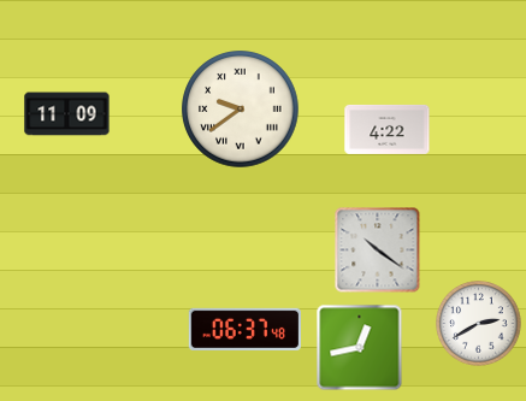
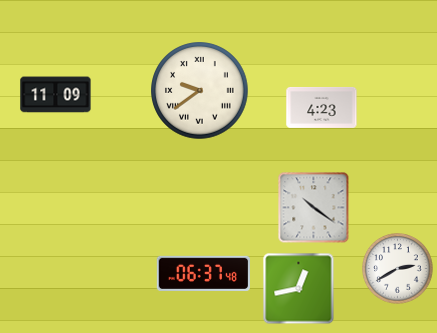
clock at (388, 129): 4:22 -> 4:23
